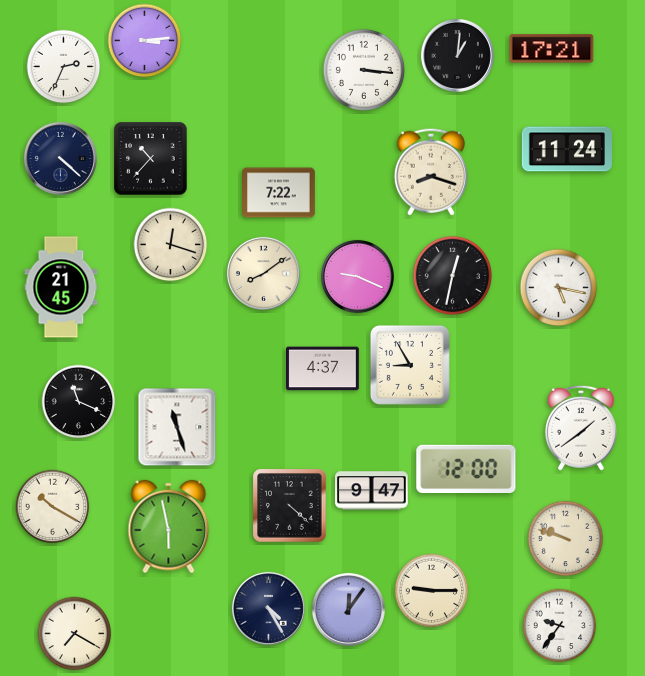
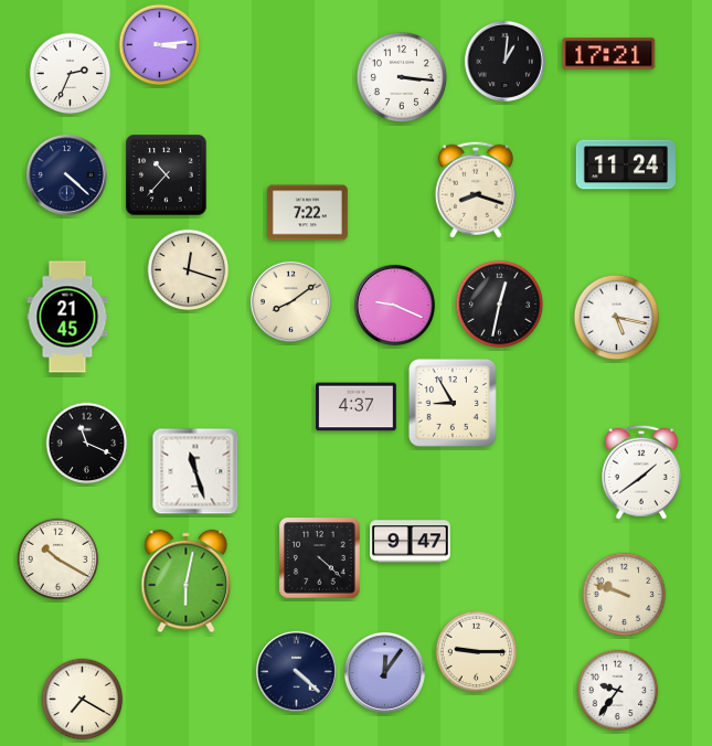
clock at (466, 468): 12:00 -> none
clock at (169, 527): 5:58 -> 6:02
clock at (268, 608): 4:25 -> 4:22
